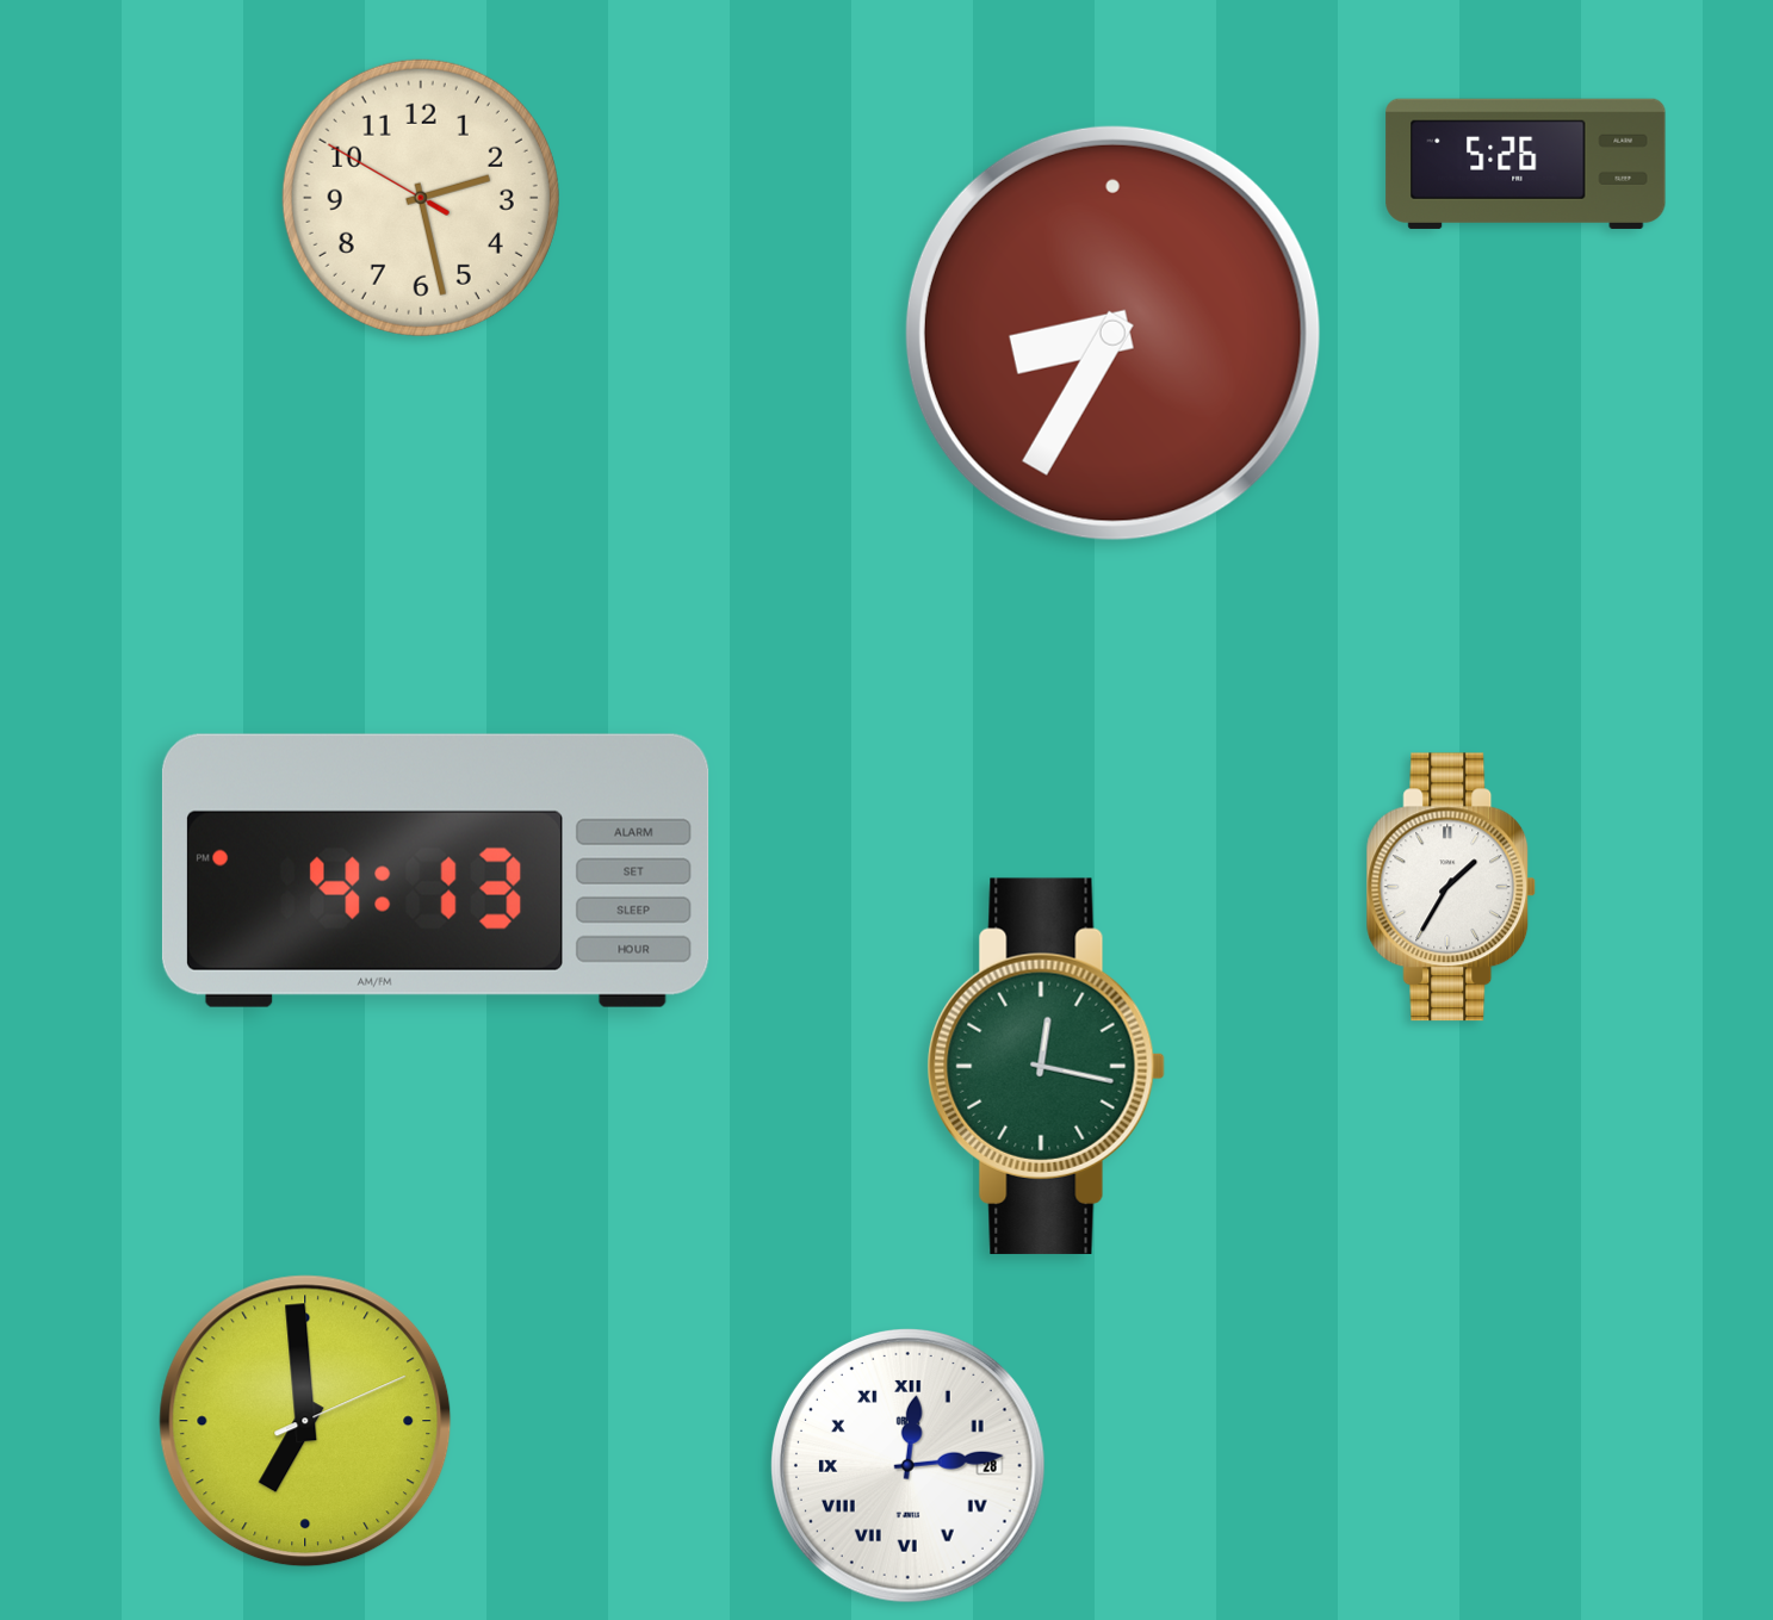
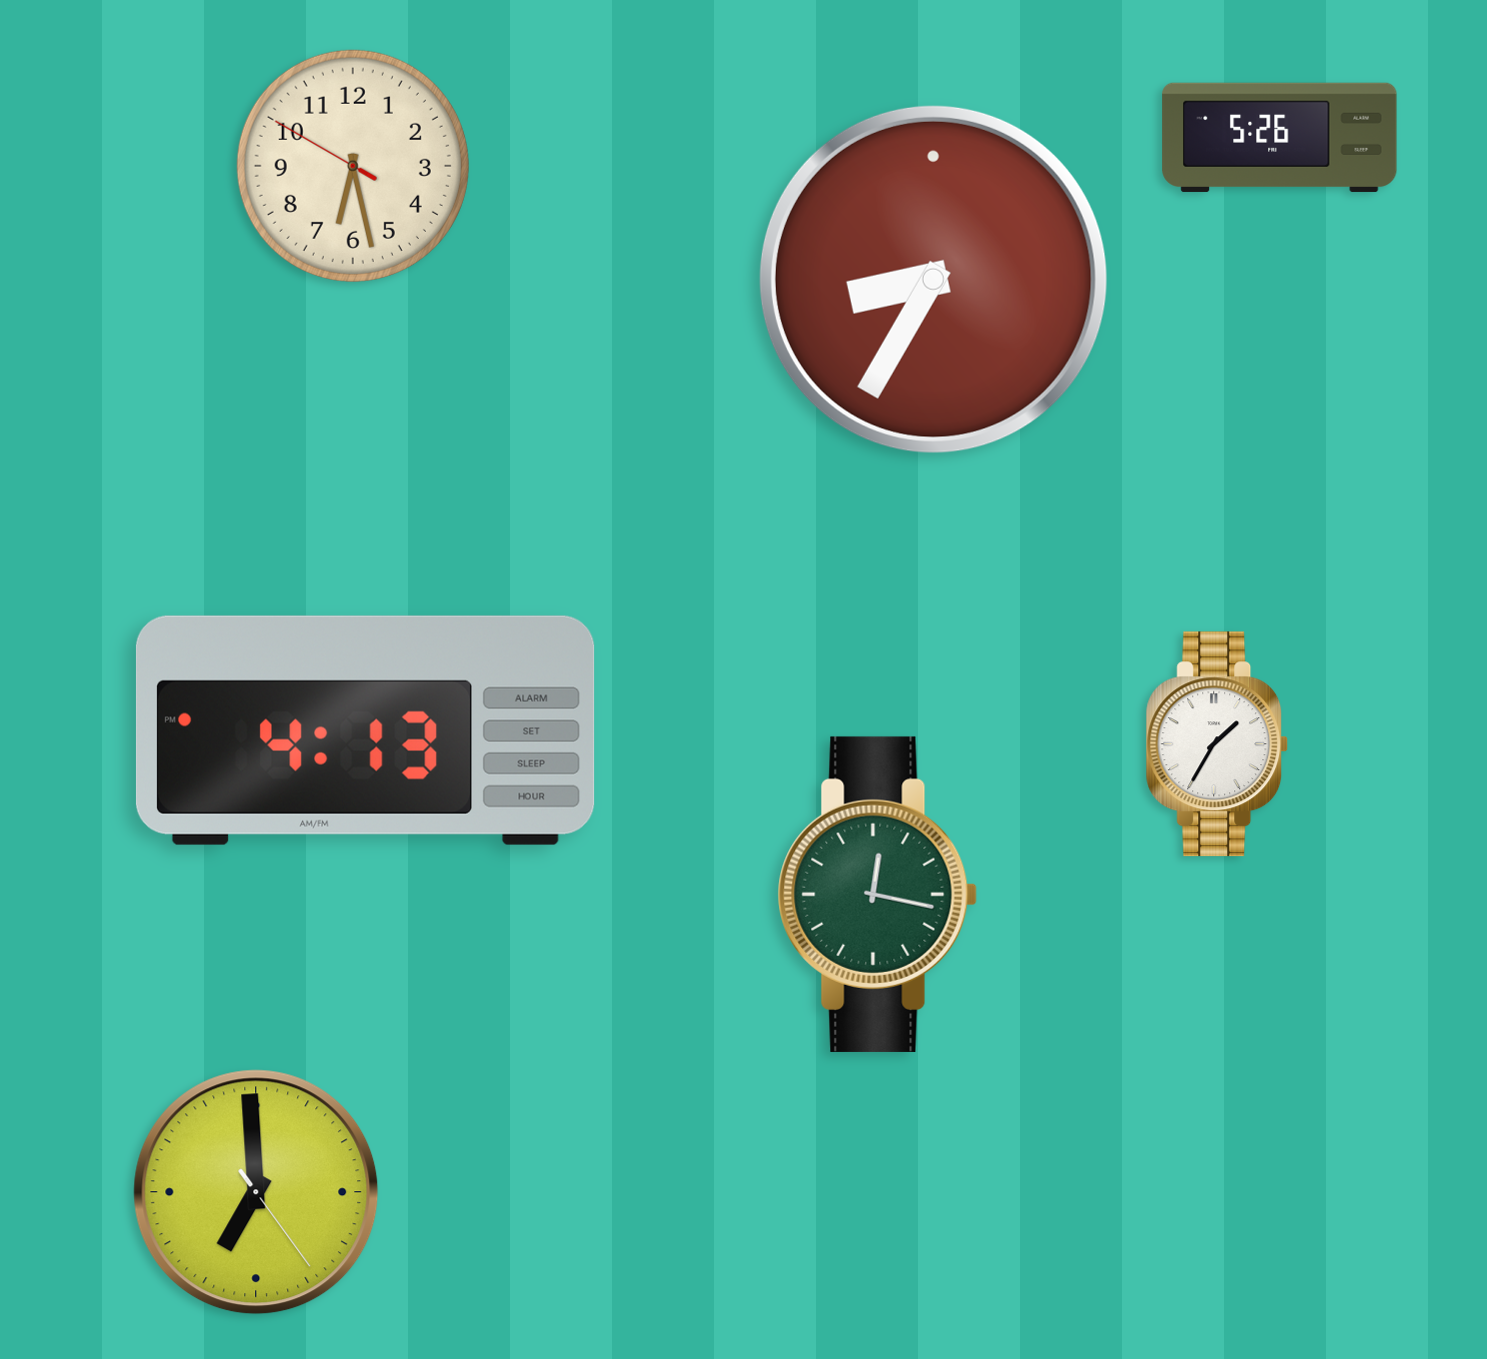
clock at (421, 198): 2:27 -> 6:27
clock at (305, 1421): 6:59:11 -> 6:59:24
clock at (907, 1465): 12:14 -> none
